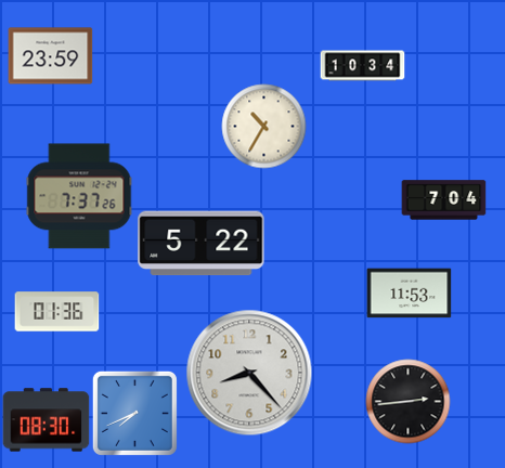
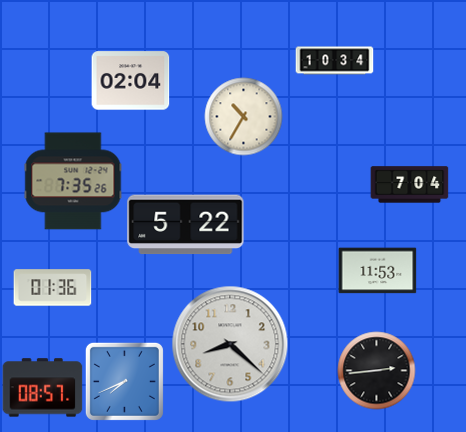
clock at (50, 56): 23:59 -> none
clock at (130, 81): none -> 02:04
clock at (79, 196): 7:37 -> 7:35
clock at (249, 373): 8:23 -> 8:22
clock at (46, 420): 08:30 -> 08:57
